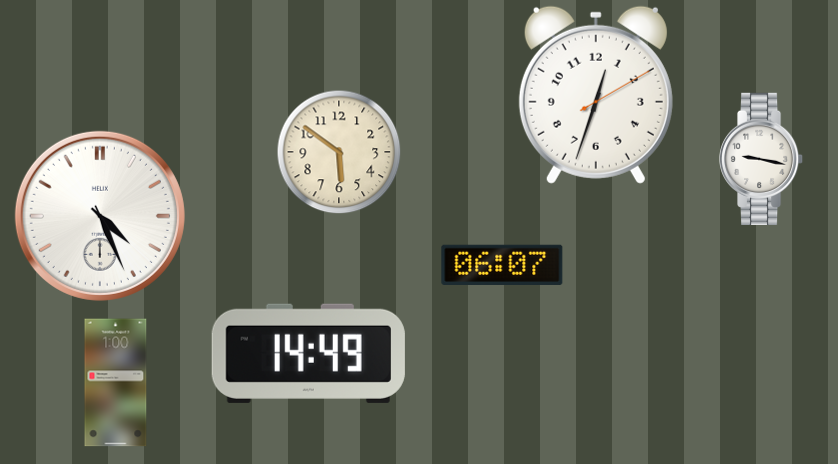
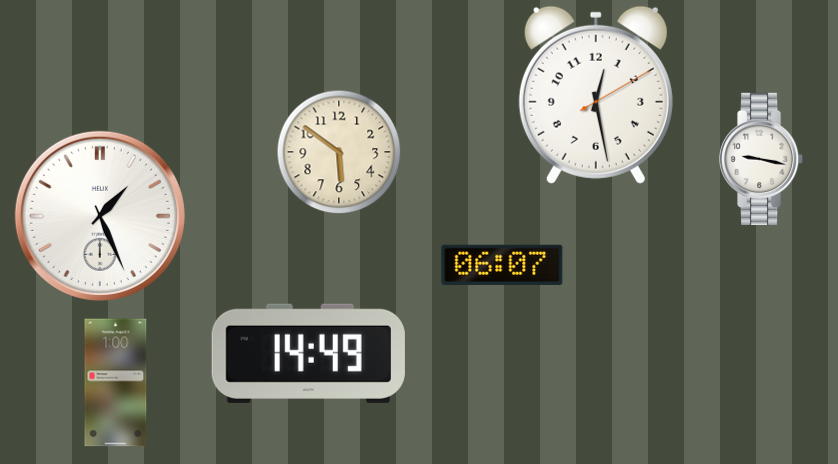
clock at (596, 95): 12:33 -> 12:28
clock at (100, 216): 4:26 -> 1:26
